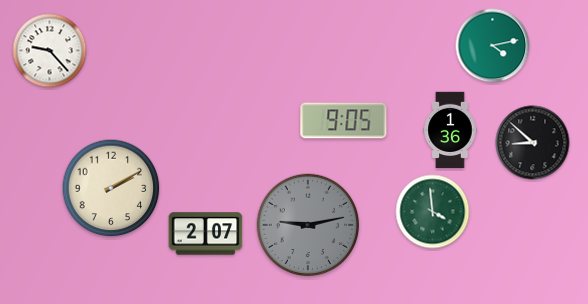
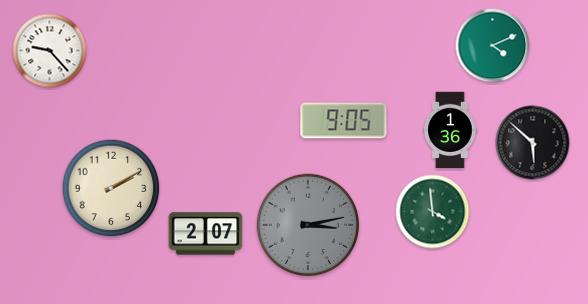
clock at (493, 46): 4:13 -> 4:11
clock at (533, 143): 8:52 -> 5:52
clock at (308, 225): 9:13 -> 3:13
